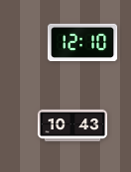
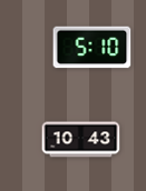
clock at (83, 43): 12:10 -> 5:10
